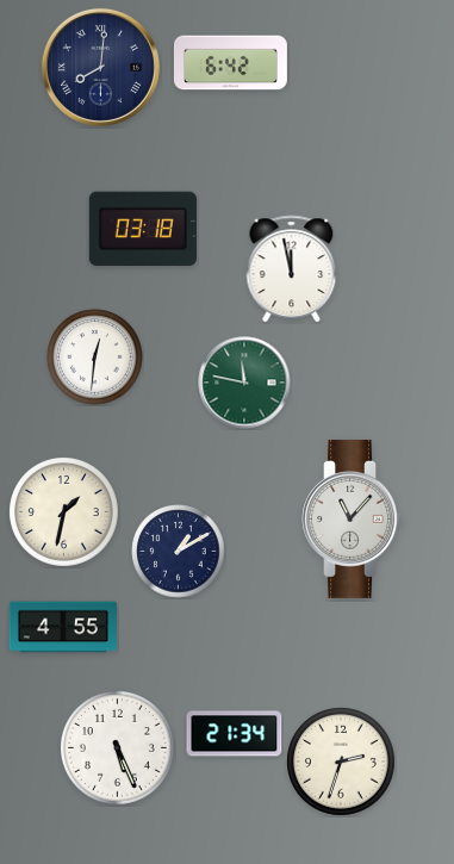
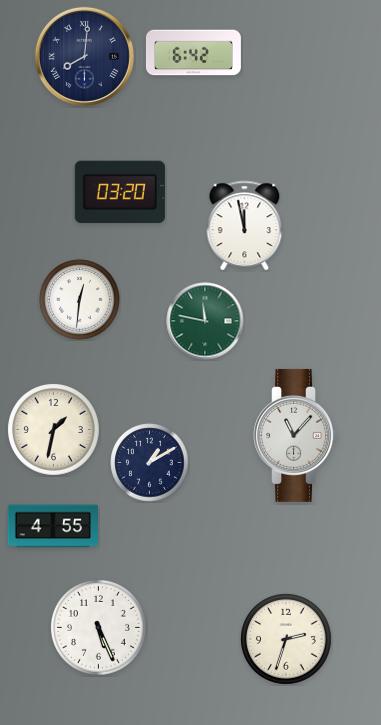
clock at (143, 229): 03:18 -> 03:20
clock at (235, 734): 21:34 -> none
